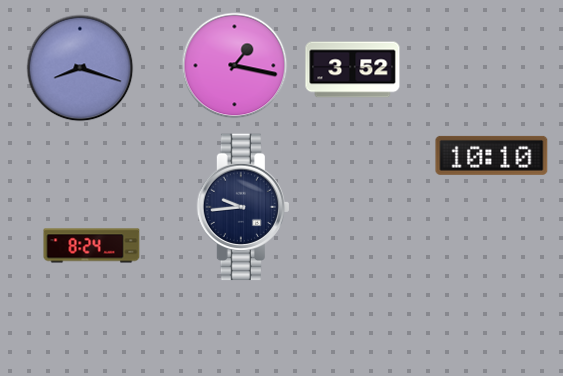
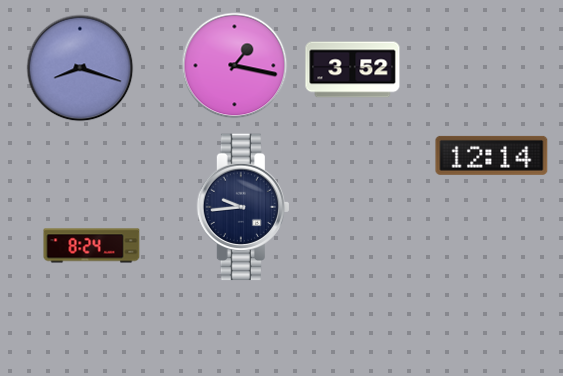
clock at (492, 155): 10:10 -> 12:14
